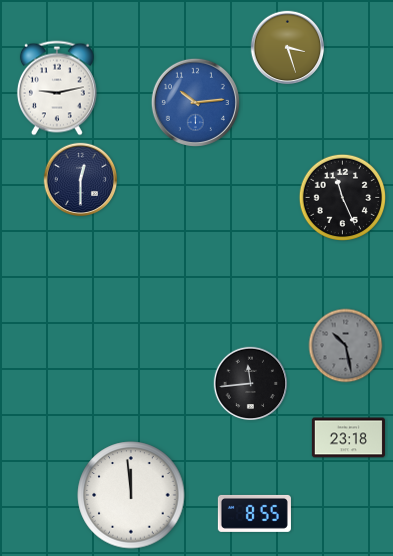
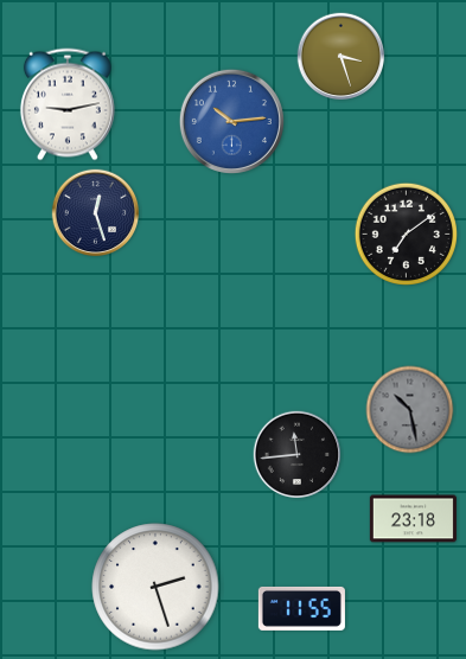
clock at (81, 180): 12:30 -> 12:27
clock at (342, 197): 11:26 -> 7:09
clock at (131, 495): 11:59 -> 2:27
clock at (254, 513): 8:55 -> 11:55
